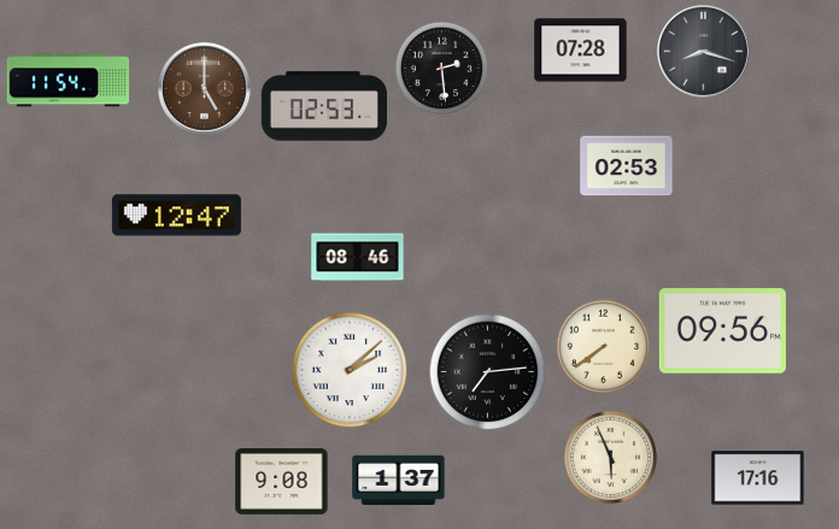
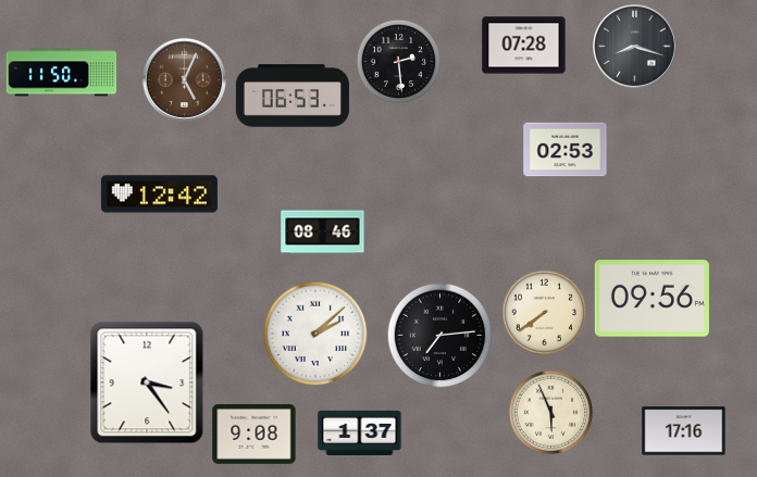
clock at (69, 81): 11:54 -> 11:50
clock at (204, 88): 5:00 -> 5:04
clock at (324, 106): 02:53 -> 06:53
clock at (176, 216): 12:47 -> 12:42
clock at (147, 382): none -> 3:24
